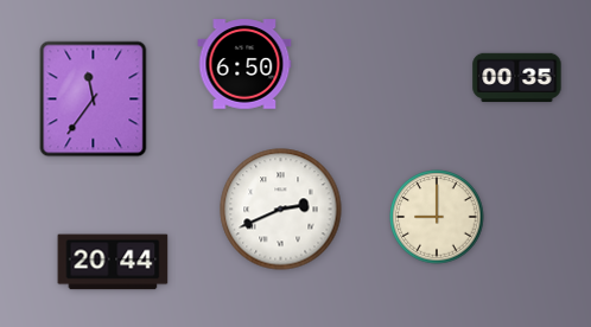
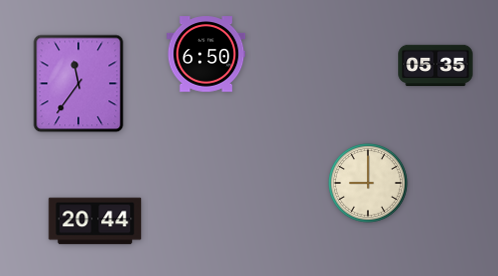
clock at (517, 78): 00:35 -> 05:35
clock at (281, 210): 2:41 -> none
